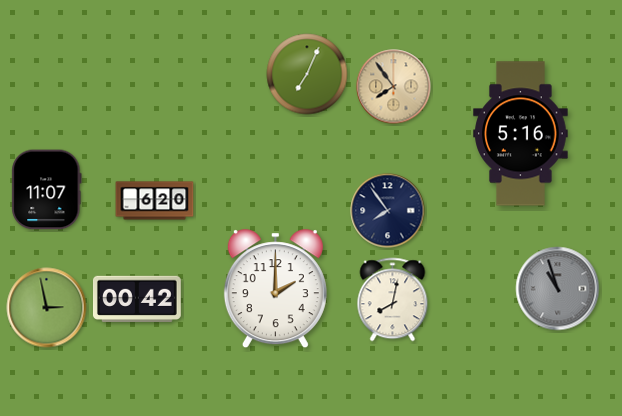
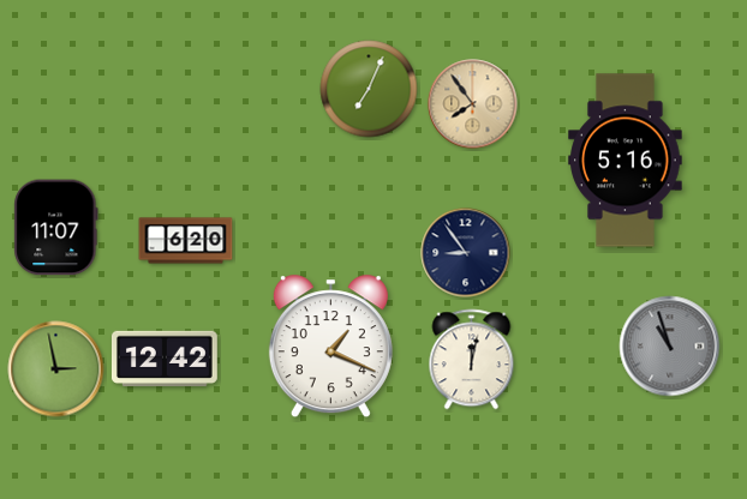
clock at (388, 211): 7:54 -> 8:54
clock at (275, 289): 2:00 -> 1:19
clock at (137, 298): 00:42 -> 12:42
clock at (393, 300): 8:02 -> 12:02
